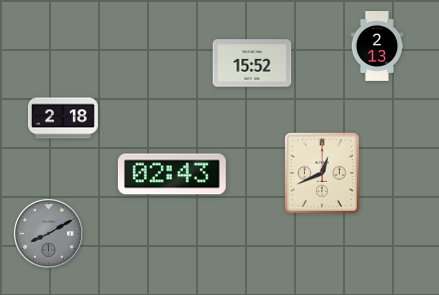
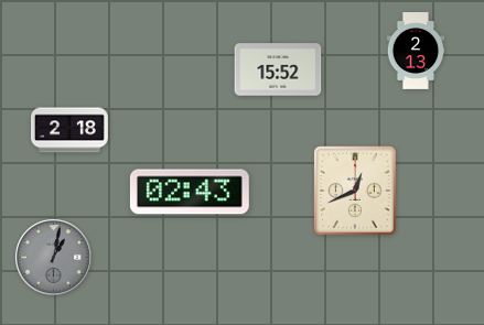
clock at (49, 234): 8:10 -> 1:02
